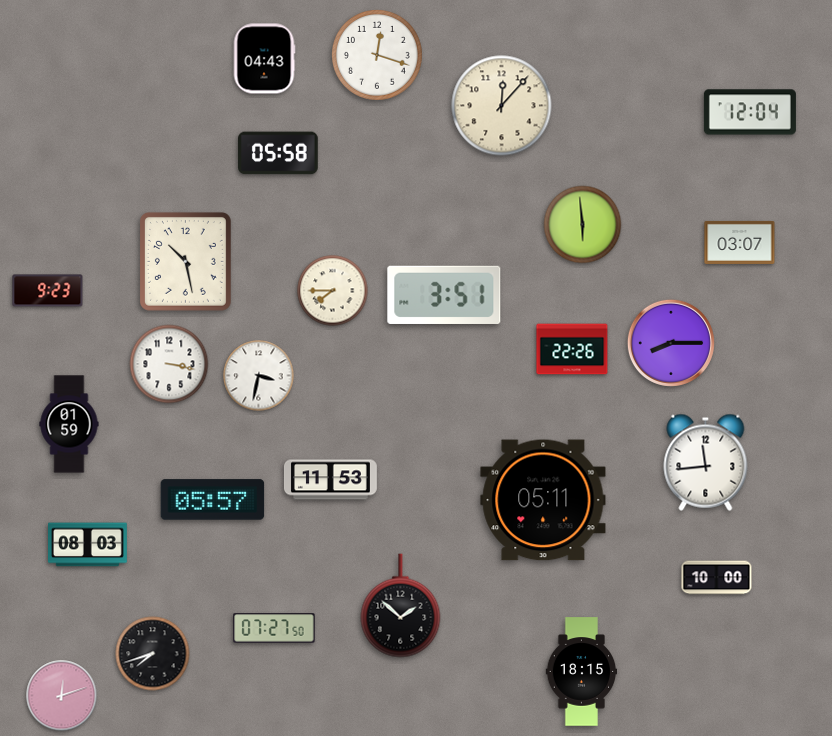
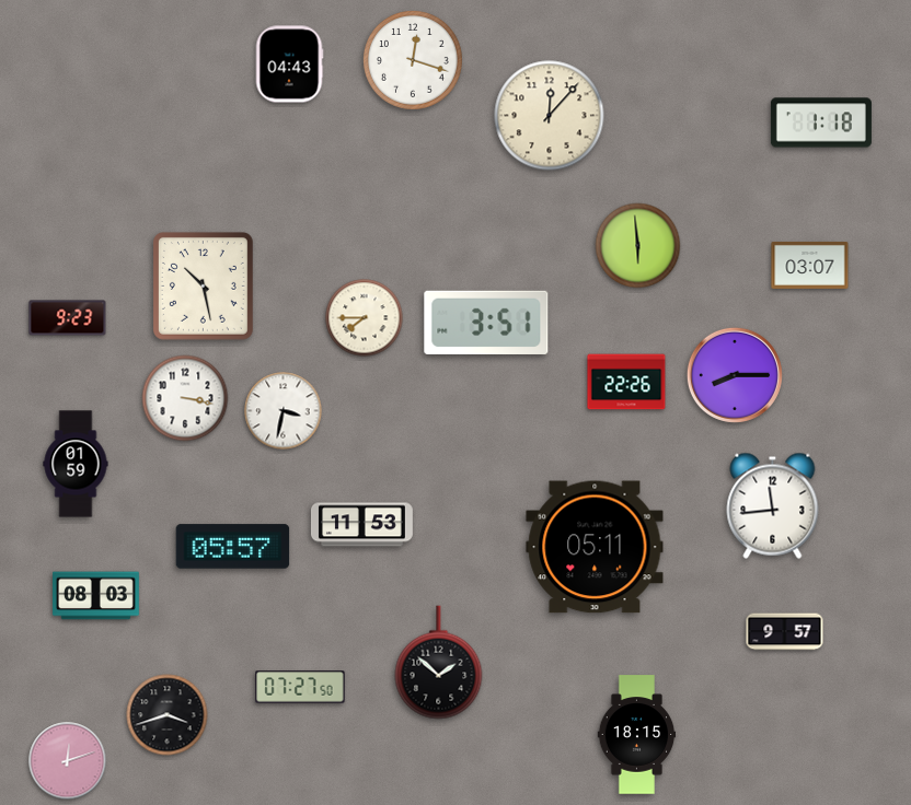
clock at (750, 112): 12:04 -> 1:18
clock at (278, 153): 05:58 -> none
clock at (48, 291) position: (48, 291) -> (68, 318)
clock at (717, 578): 10:00 -> 9:57
clock at (153, 654): 7:42 -> 3:42
